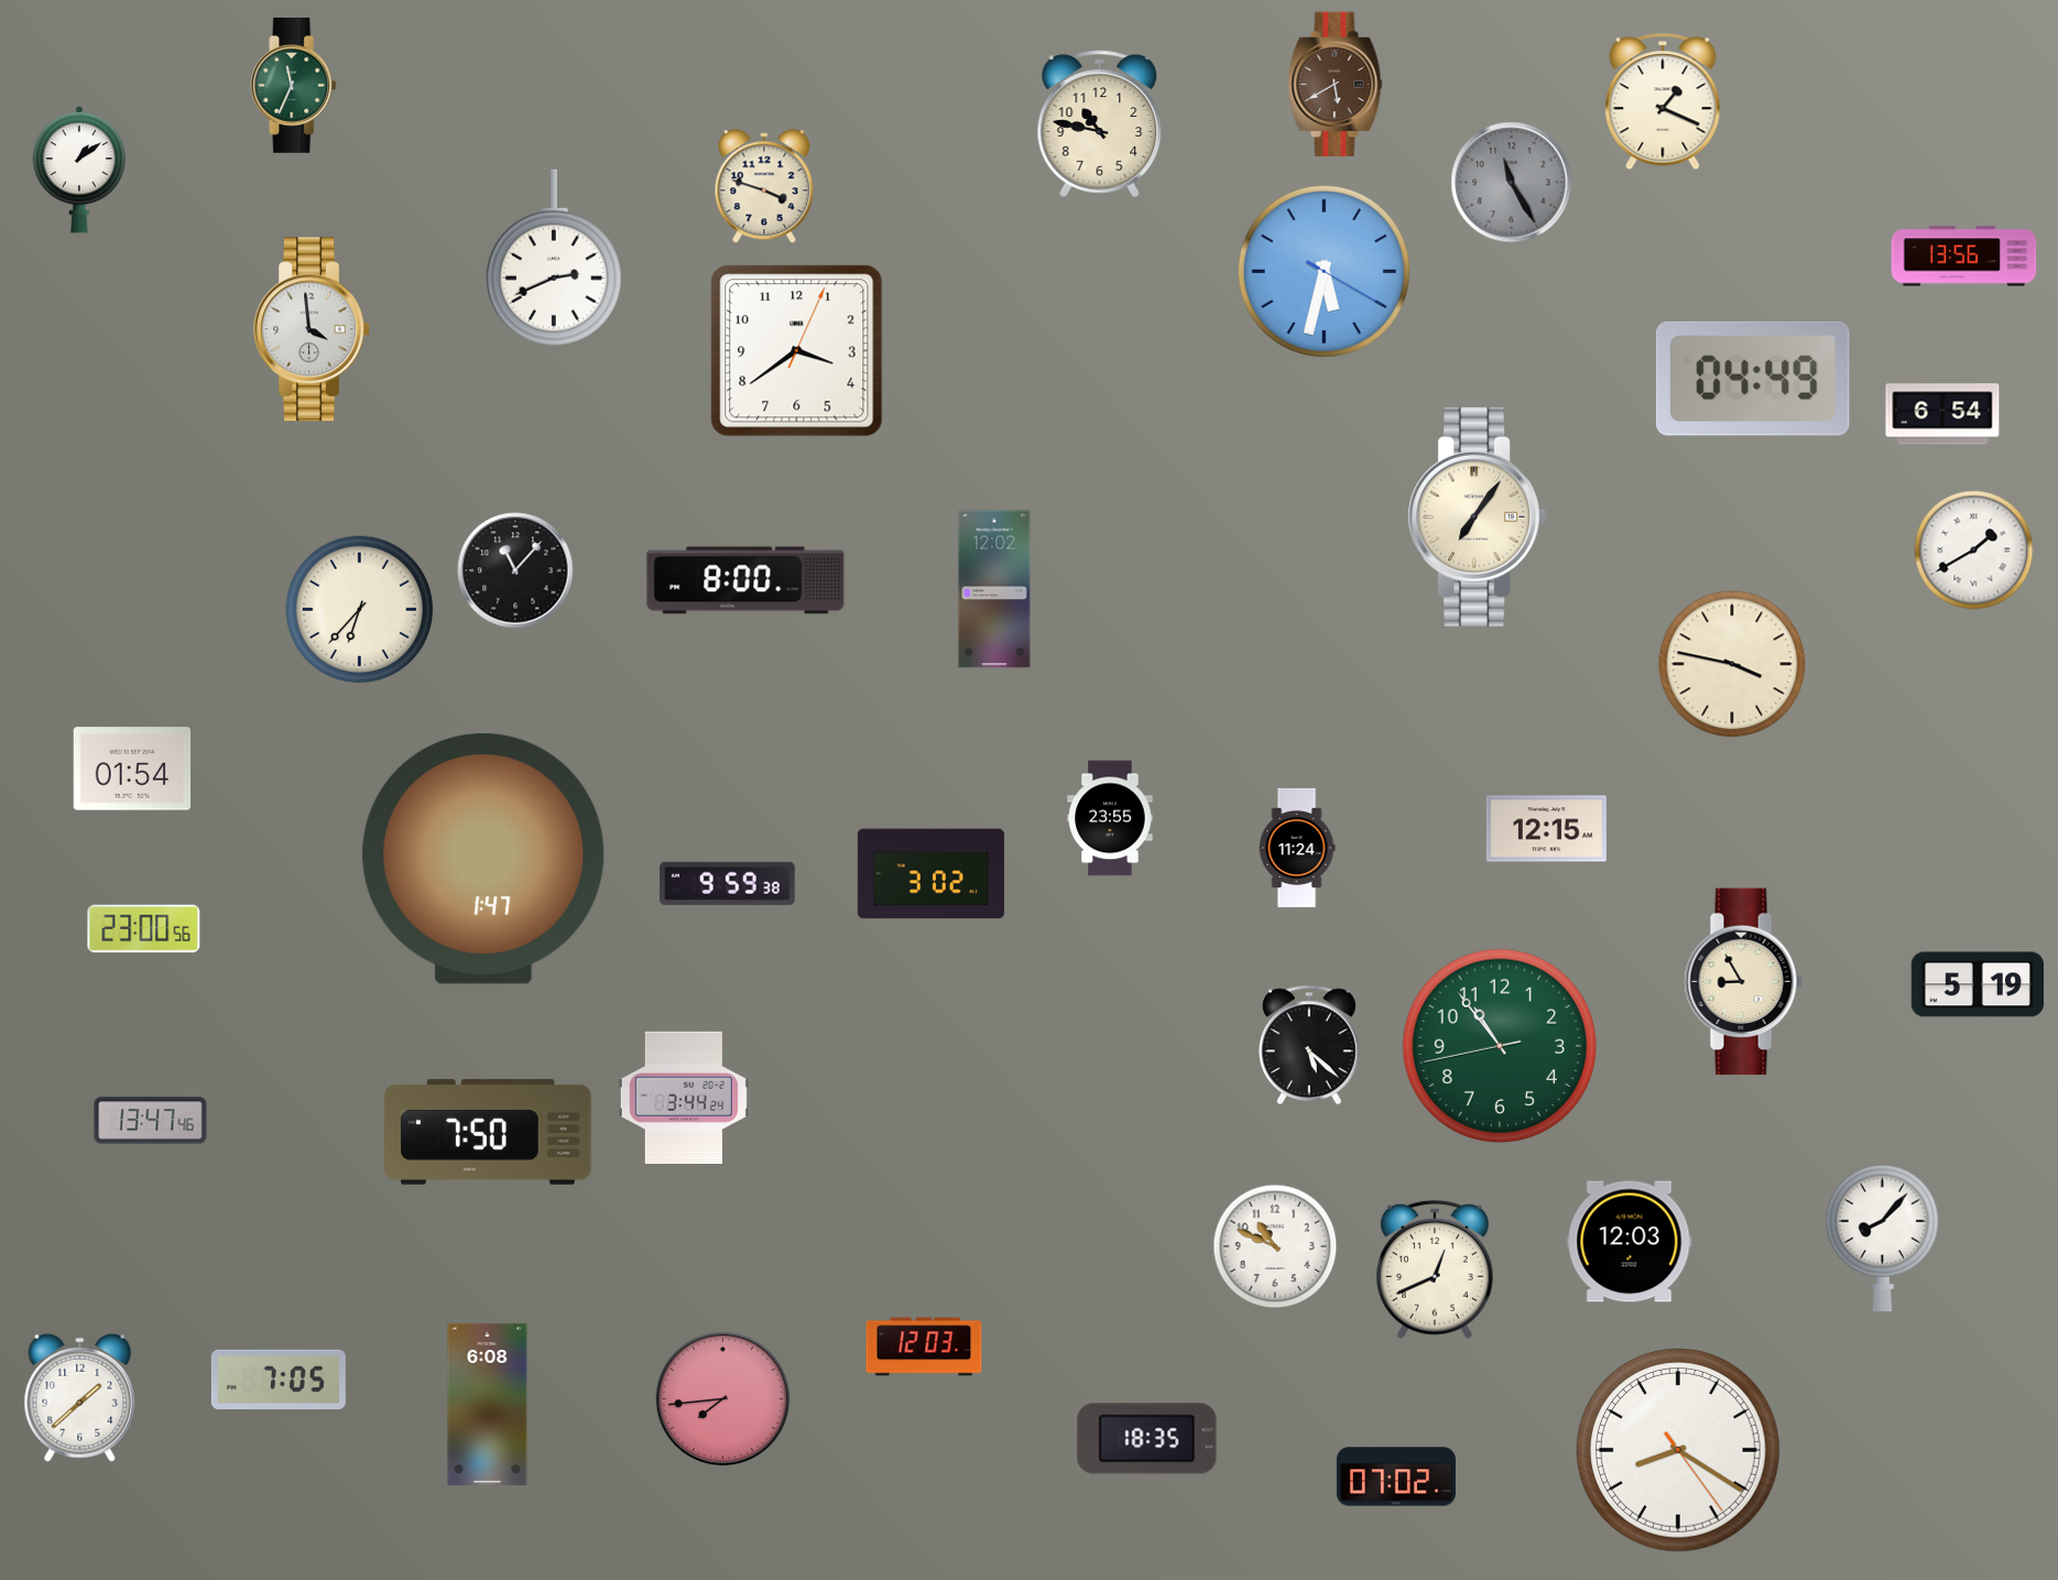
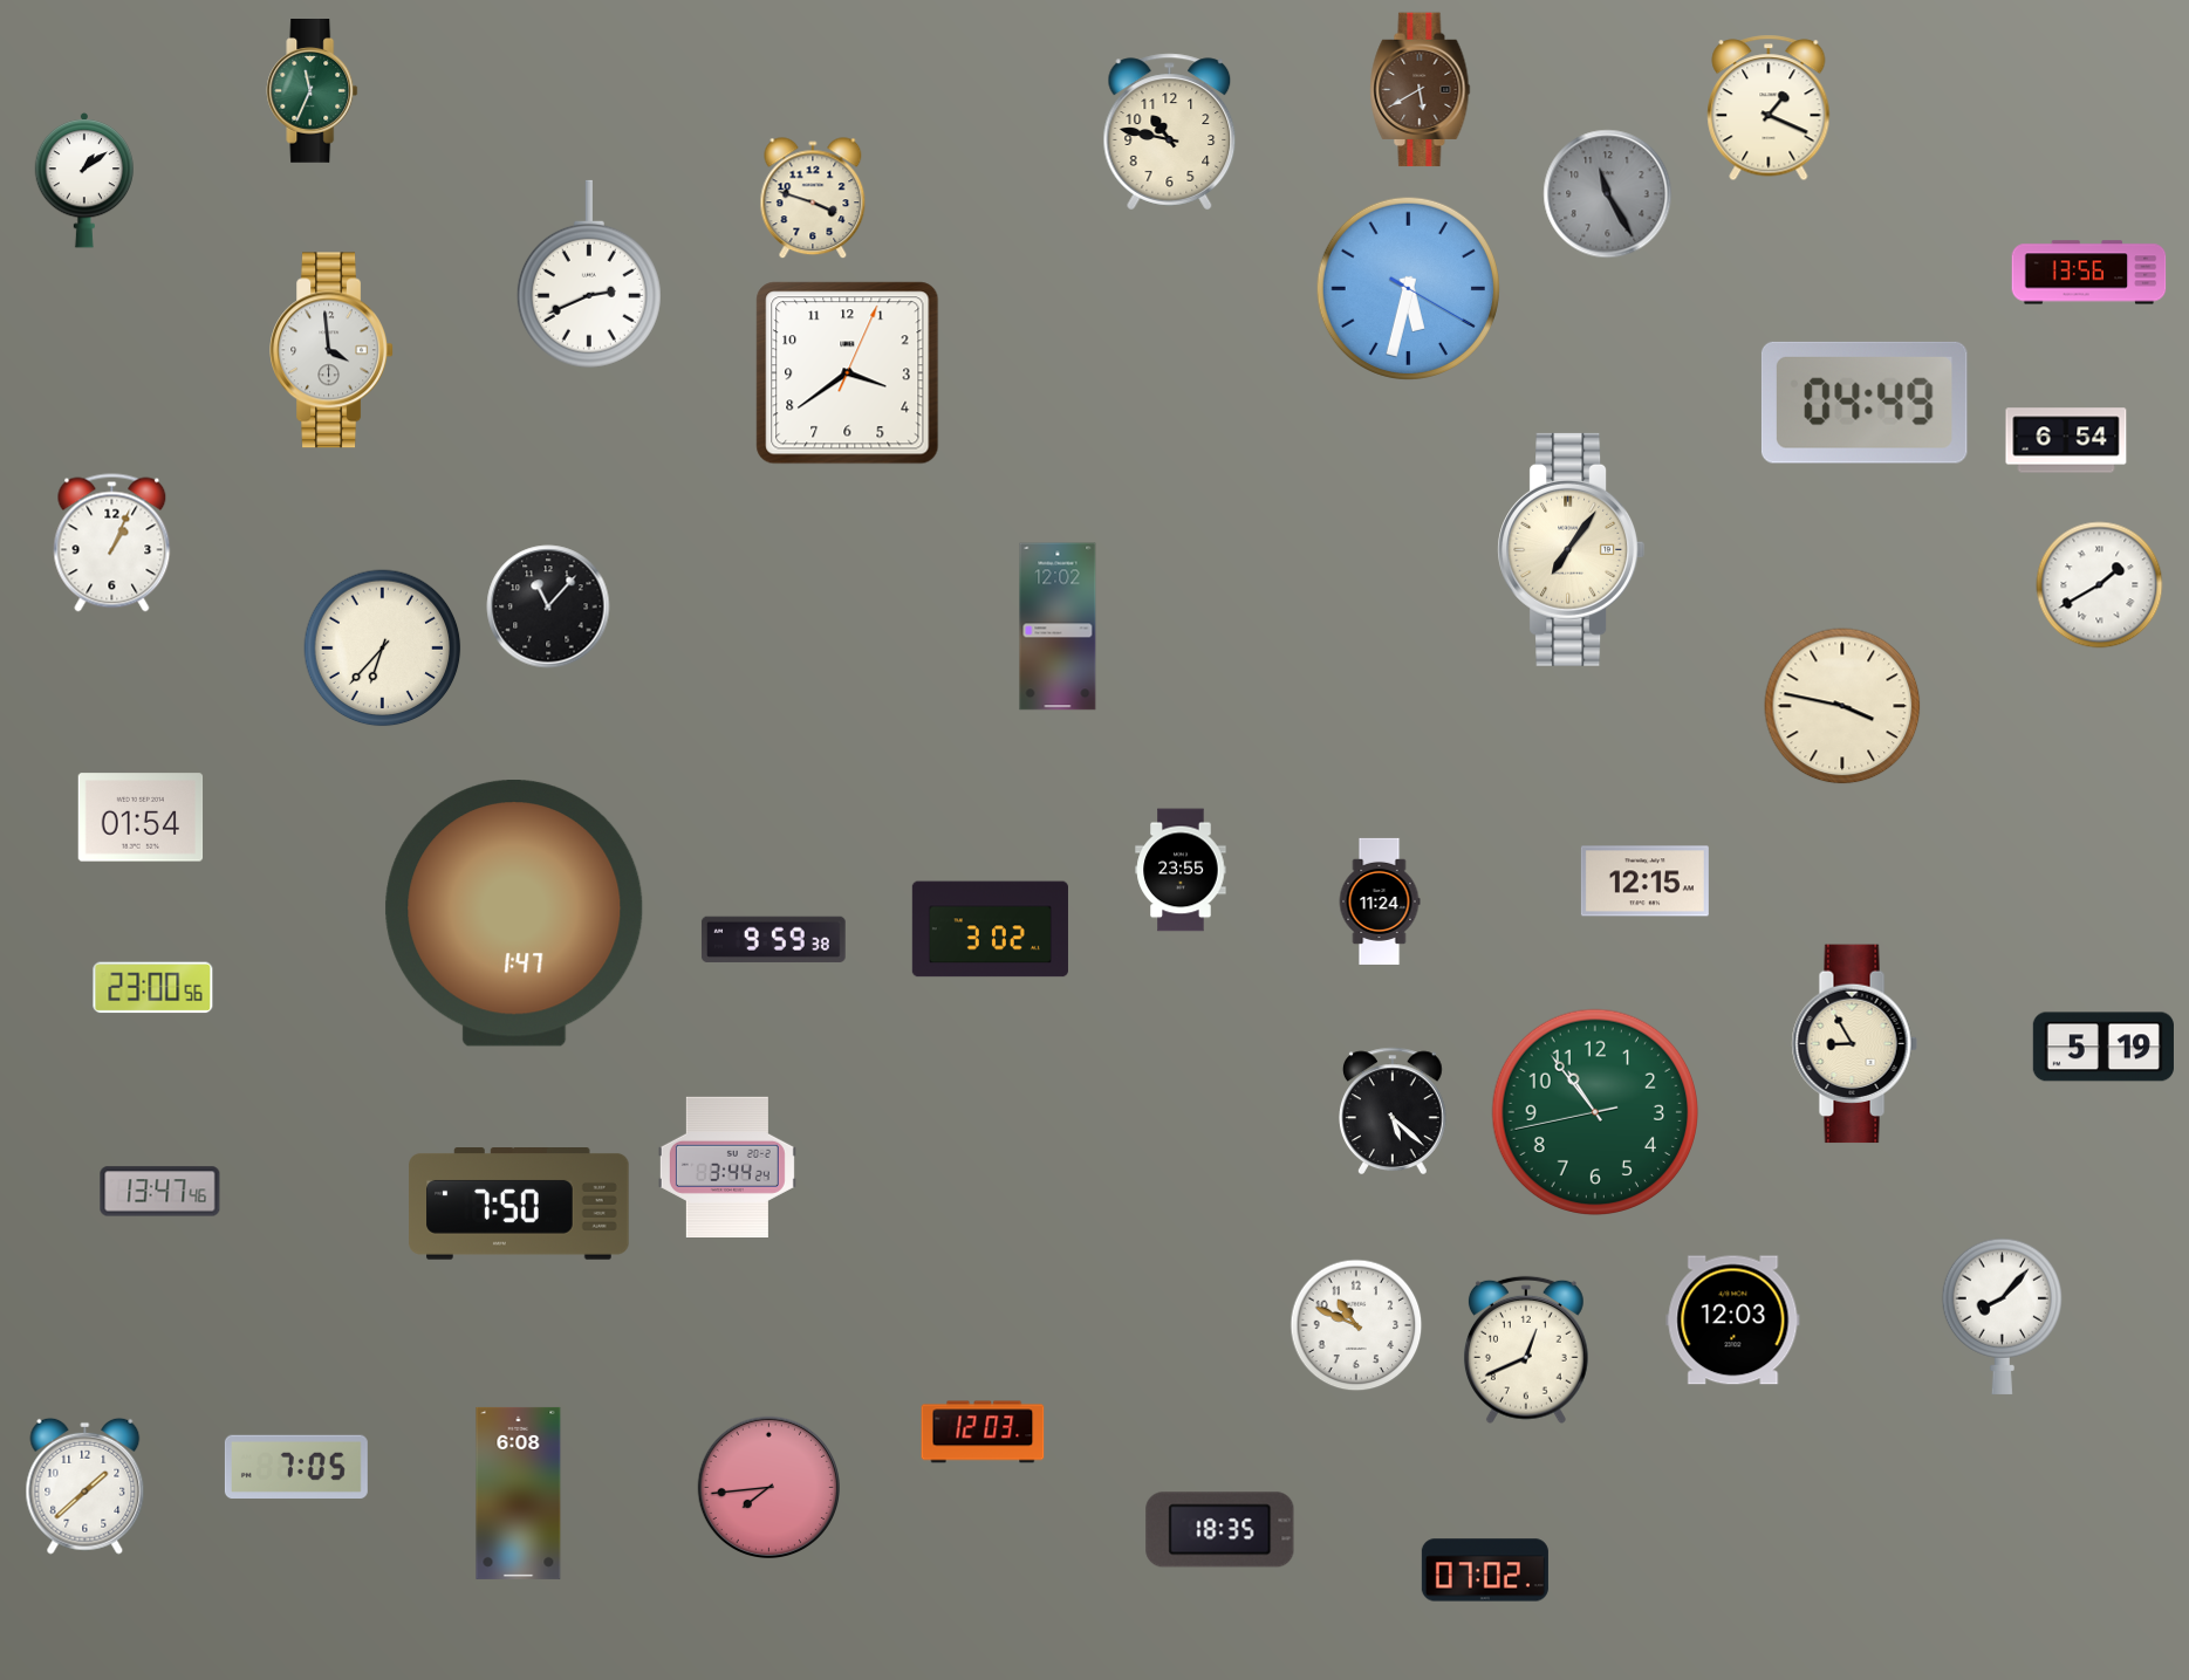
clock at (112, 543): none -> 1:04
clock at (745, 580): 8:00 -> none
clock at (1679, 1451): 8:20 -> none
